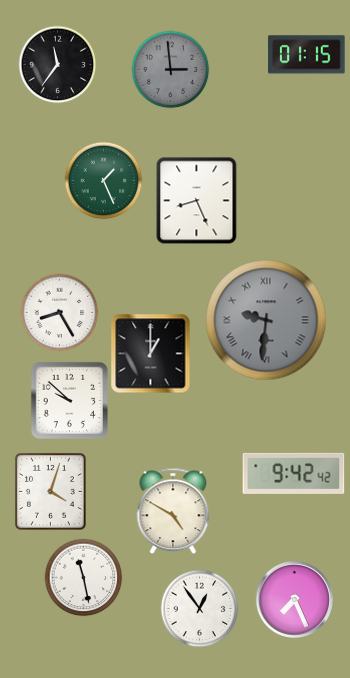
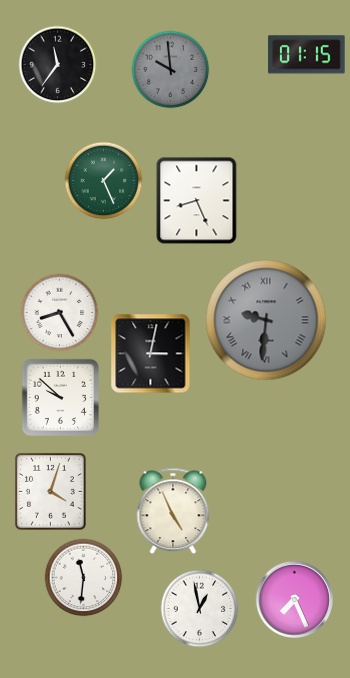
clock at (170, 69): 2:59 -> 9:59
clock at (150, 353): 1:00 -> 3:02
clock at (69, 400) position: (69, 400) -> (60, 397)
clock at (294, 473): 9:42 -> none
clock at (173, 511): 4:50 -> 4:56
clock at (83, 577): 11:28 -> 11:31
clock at (199, 608): 12:54 -> 12:58
